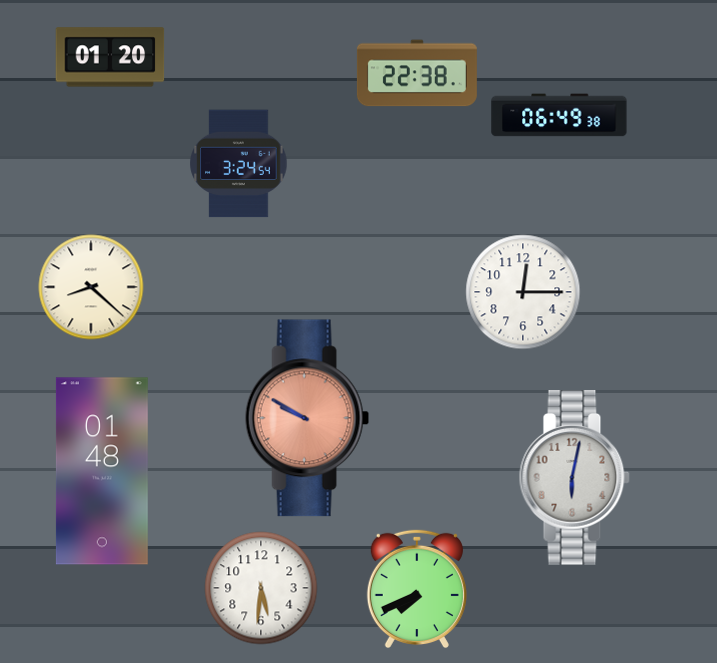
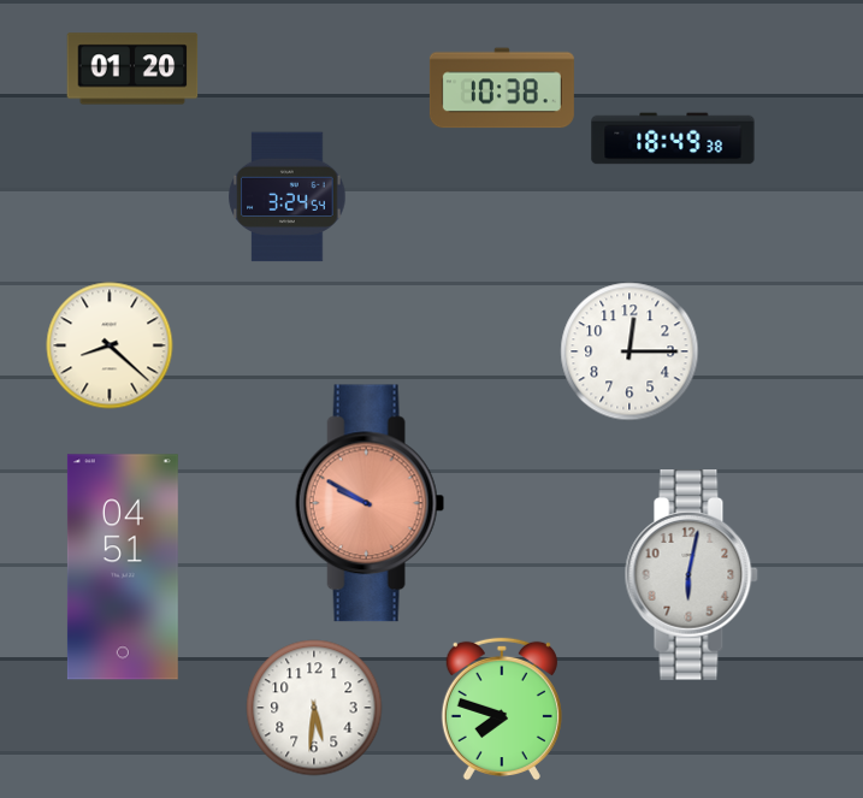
clock at (417, 73): 22:38 -> 10:38
clock at (559, 115): 06:49 -> 18:49
clock at (102, 471): 01:48 -> 04:51
clock at (417, 589): 7:41 -> 7:48
